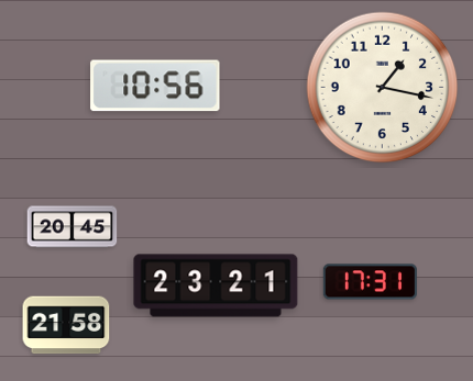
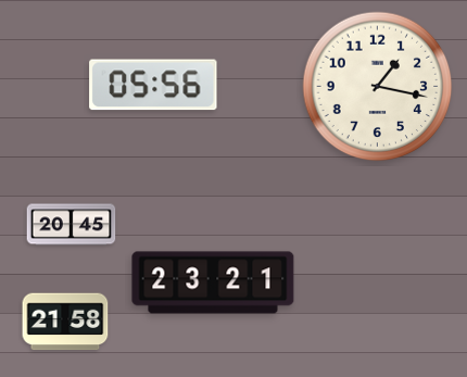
clock at (155, 86): 10:56 -> 05:56
clock at (370, 282): 17:31 -> none
